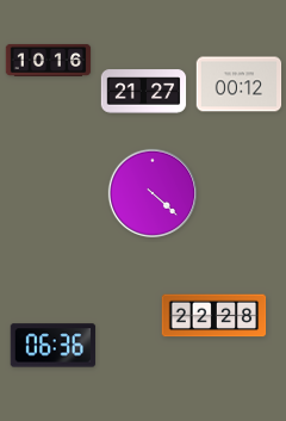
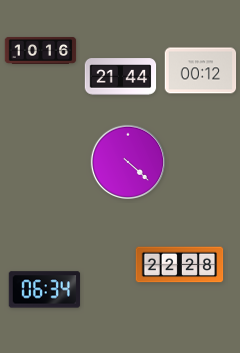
clock at (144, 92): 21:27 -> 21:44
clock at (54, 346): 06:36 -> 06:34
